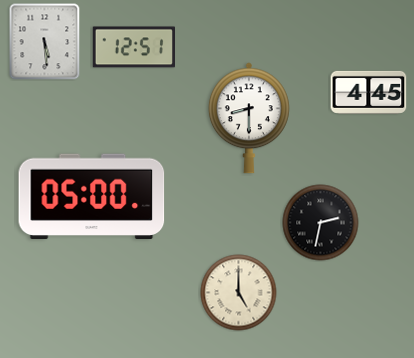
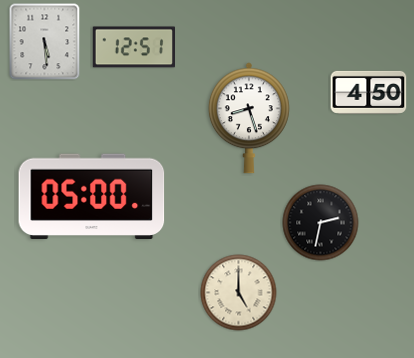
clock at (369, 92): 4:45 -> 4:50
clock at (249, 118): 8:30 -> 8:27
